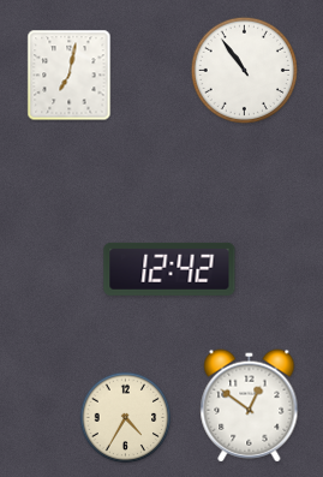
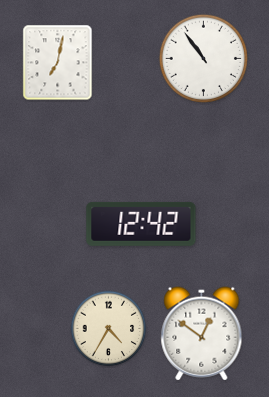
clock at (250, 406) position: (250, 406) -> (202, 334)
clock at (126, 418) position: (126, 418) -> (109, 329)
